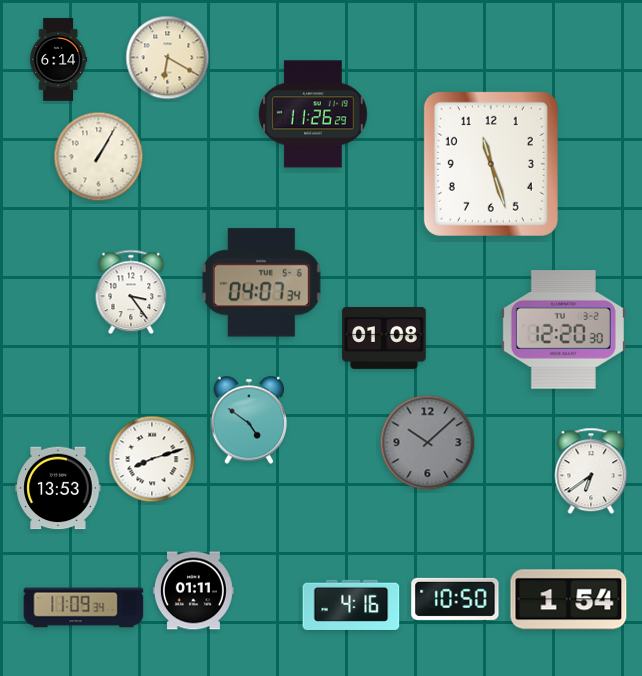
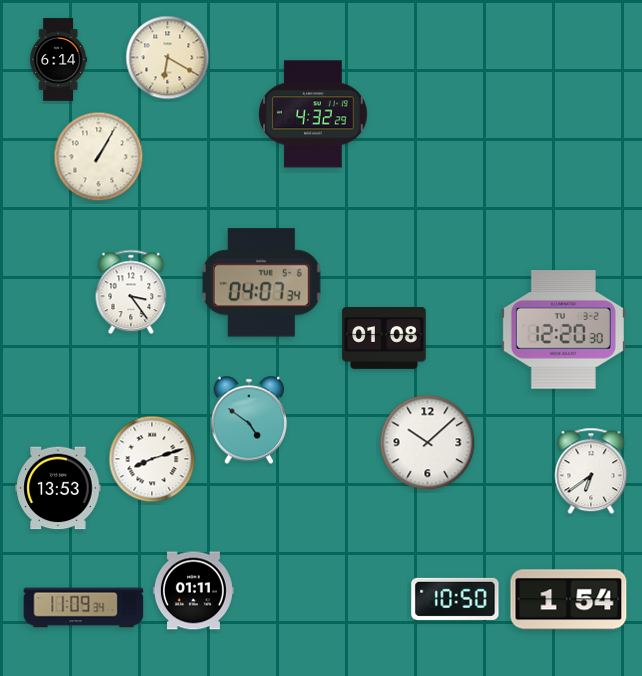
clock at (313, 114): 11:26 -> 4:32
clock at (491, 164): 11:27 -> none
clock at (428, 443) dial: grey -> white
clock at (351, 605): 4:16 -> none
